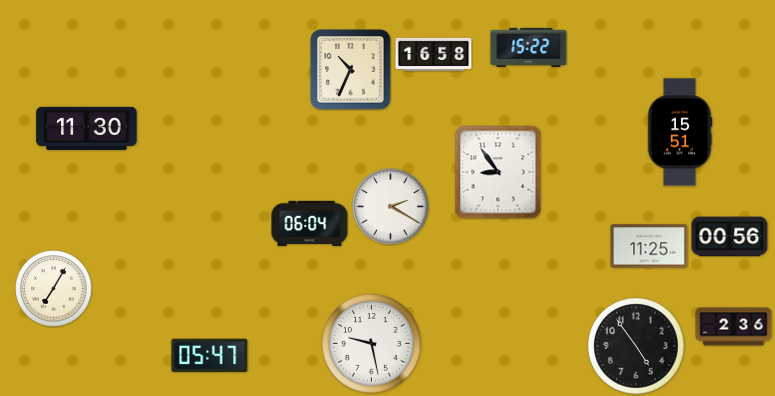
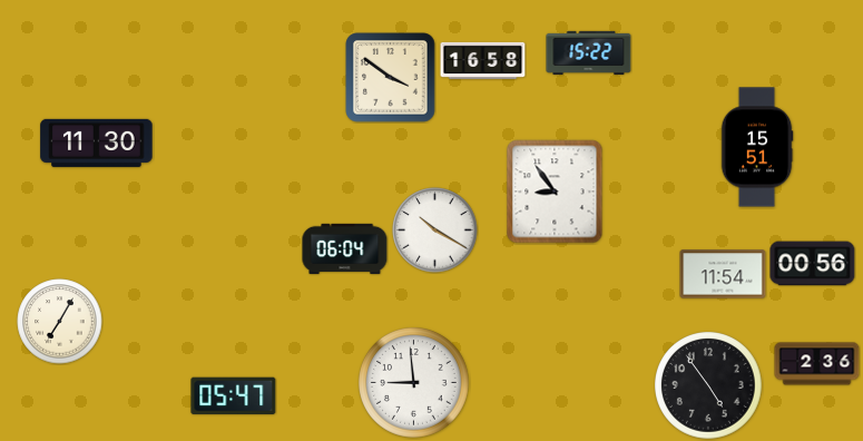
clock at (351, 70): 10:34 -> 3:51
clock at (391, 207): 2:20 -> 10:20
clock at (649, 246): 11:25 -> 11:54
clock at (372, 344): 9:28 -> 8:59
